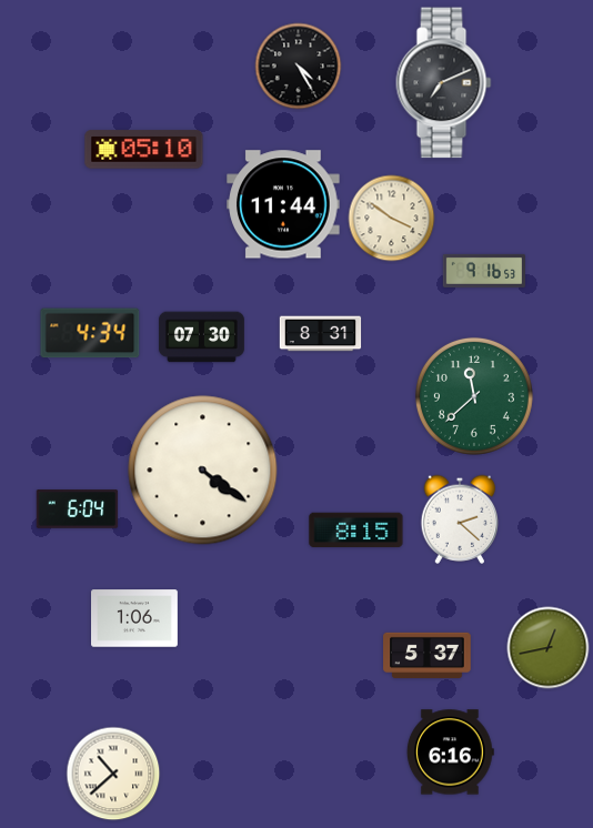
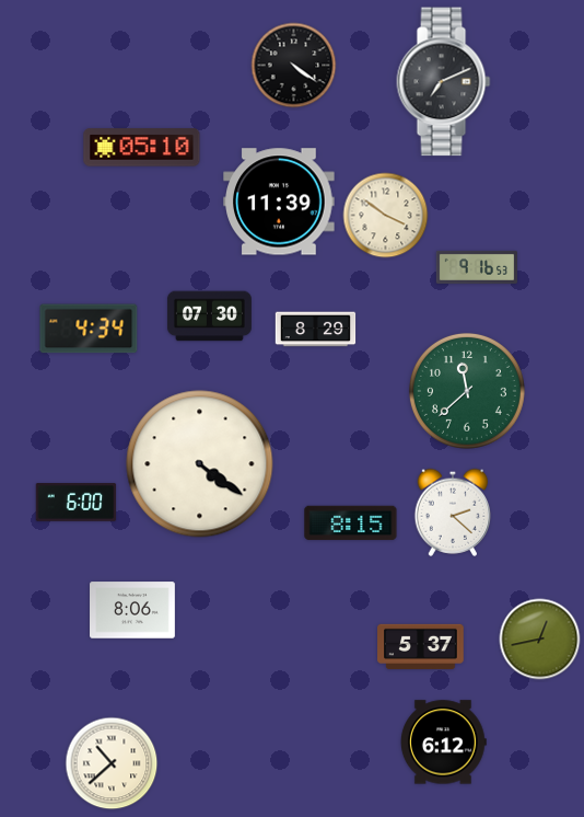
clock at (299, 67): 4:25 -> 4:21
clock at (444, 83) position: (444, 83) -> (444, 82)
clock at (283, 204): 11:44 -> 11:39
clock at (321, 334): 8:31 -> 8:29
clock at (201, 337) position: (201, 337) -> (209, 317)
clock at (78, 509): 6:04 -> 6:00
clock at (135, 618): 1:06 -> 8:06
clock at (450, 753): 6:16 -> 6:12
